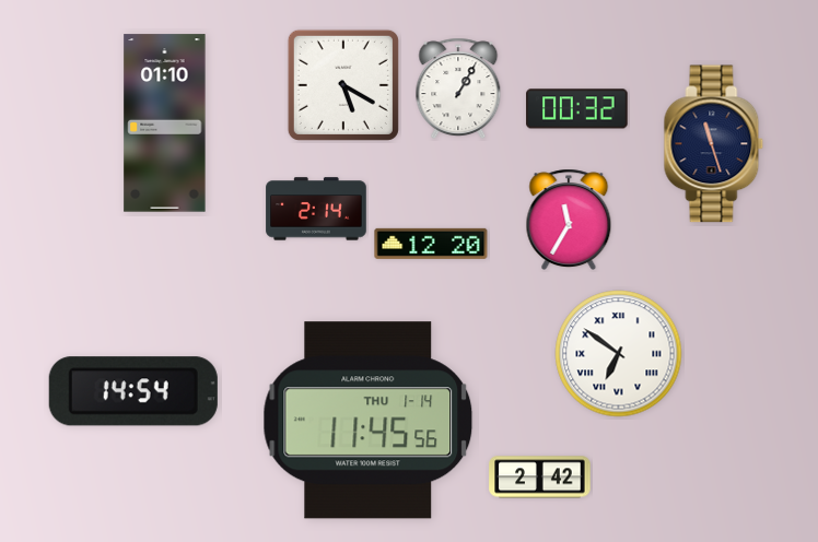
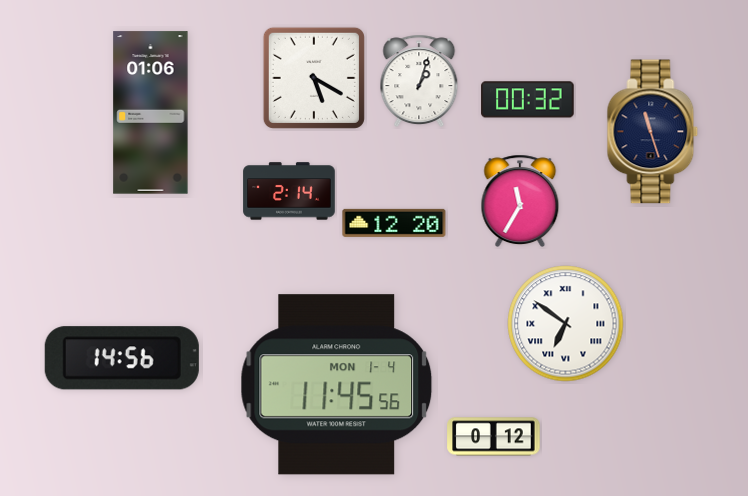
clock at (458, 87): 1:05 -> 1:03
clock at (165, 123): 01:10 -> 01:06
clock at (133, 391): 14:54 -> 14:56
clock at (369, 421) date: THU 1-14 -> MON 1-4
clock at (540, 478): 2:42 -> 0:12
